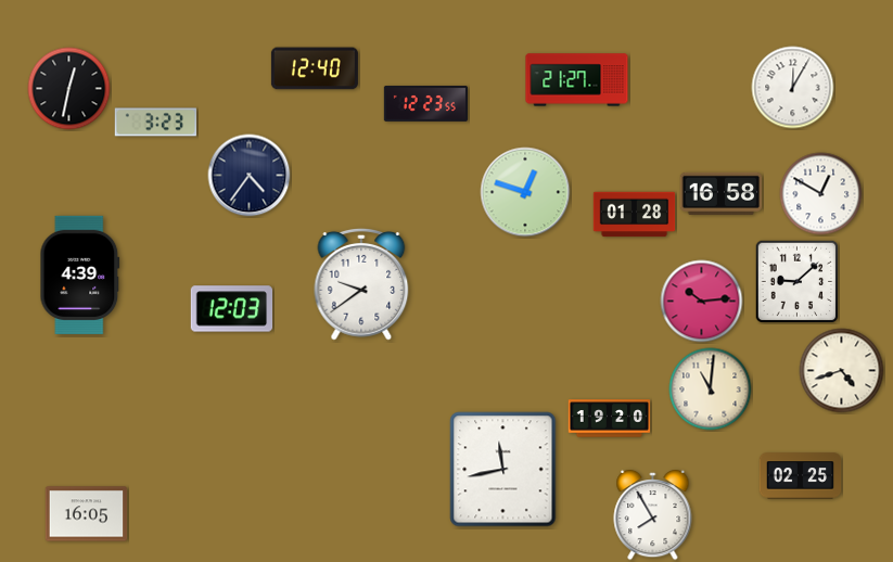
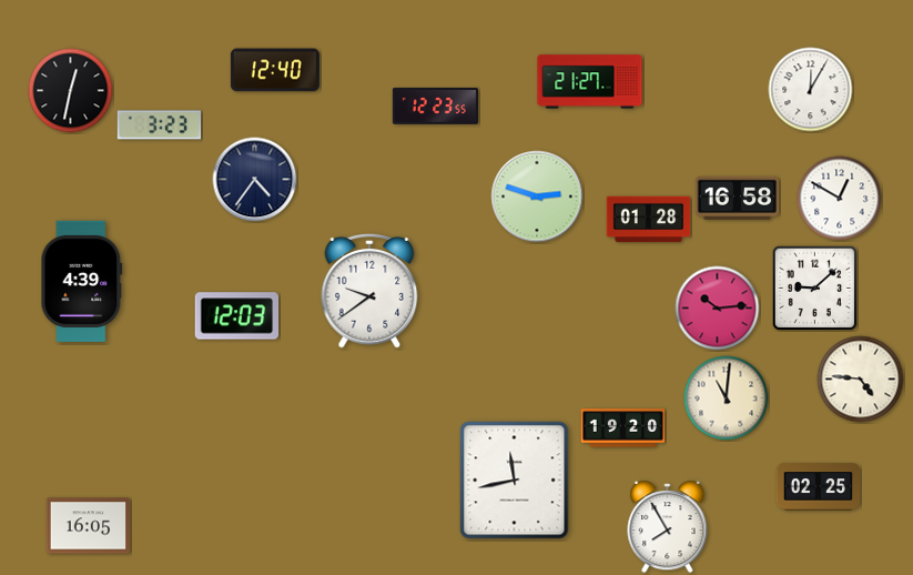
clock at (315, 68) position: (315, 68) -> (275, 70)
clock at (525, 192): 12:48 -> 2:48
clock at (842, 371): 4:42 -> 4:46
